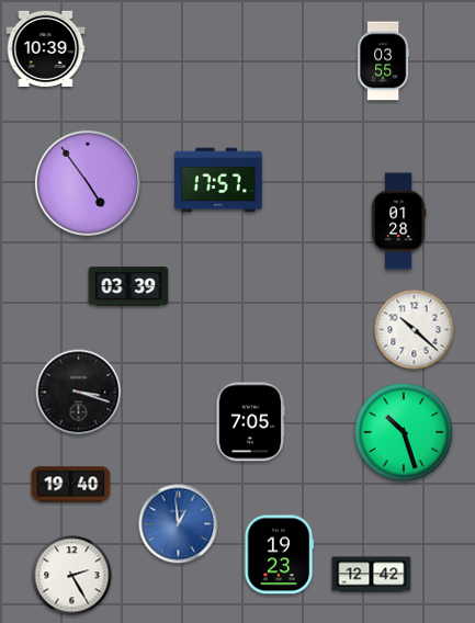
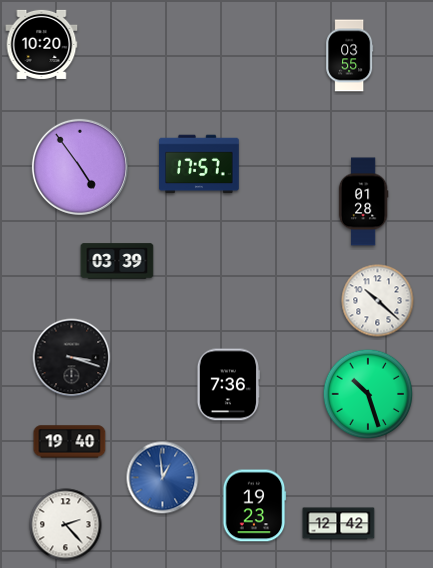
clock at (46, 48): 10:39 -> 10:20
clock at (250, 422): 7:05 -> 7:36
clock at (71, 485) position: (71, 485) -> (70, 442)
clock at (72, 576): 2:25 -> 2:23
